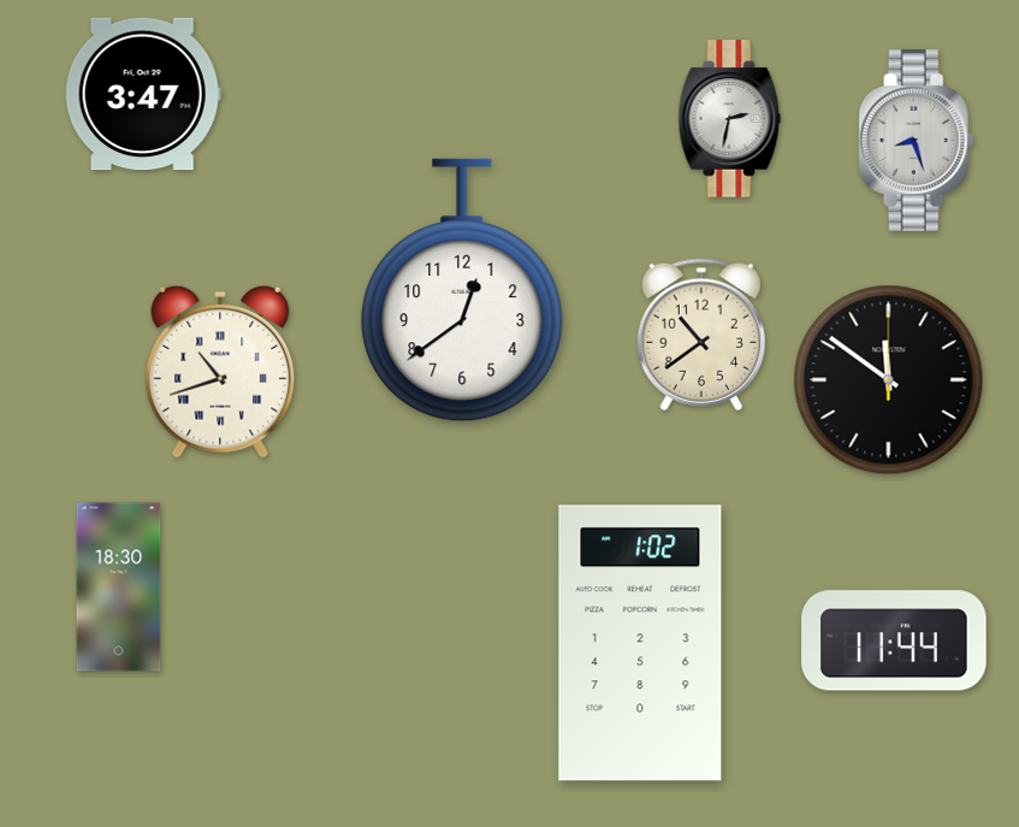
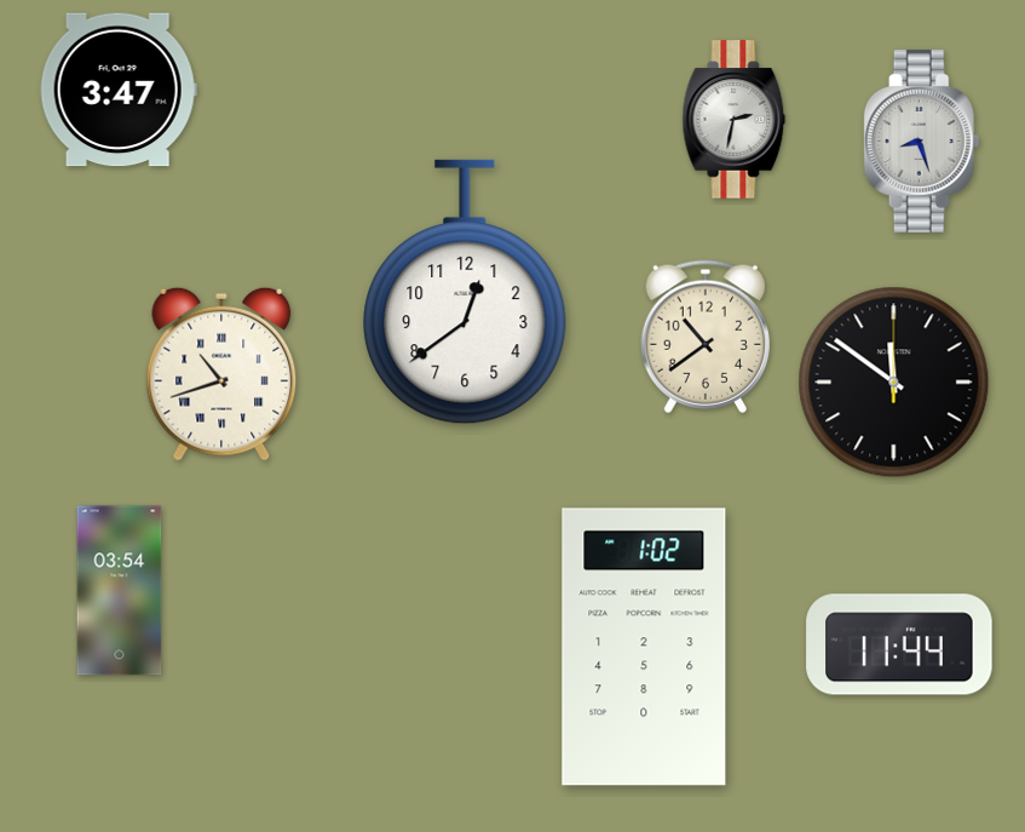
clock at (143, 94) position: (143, 94) -> (119, 90)
clock at (119, 587): 18:30 -> 03:54
